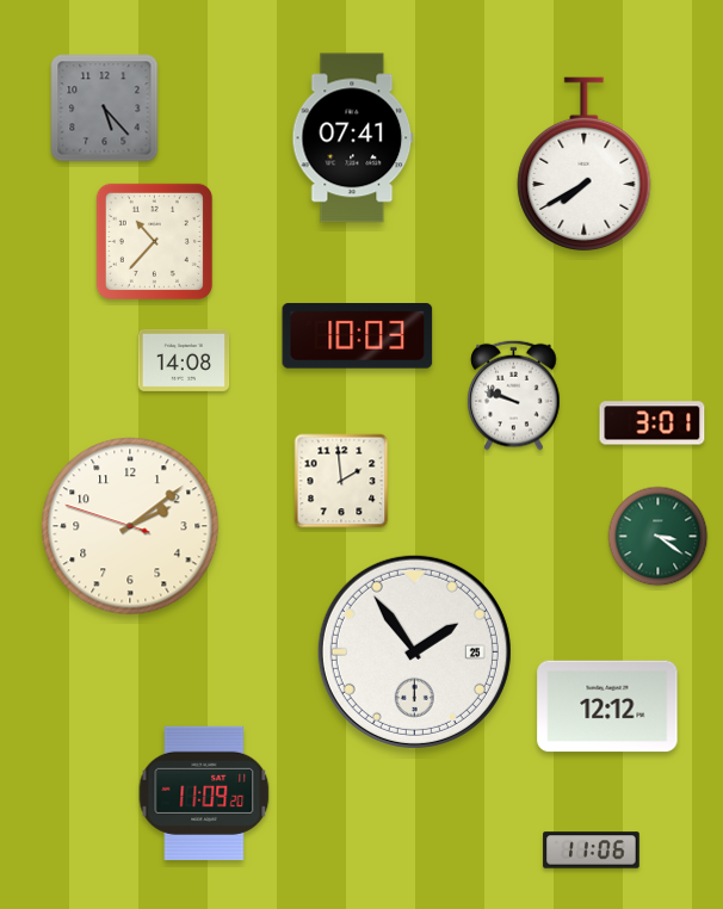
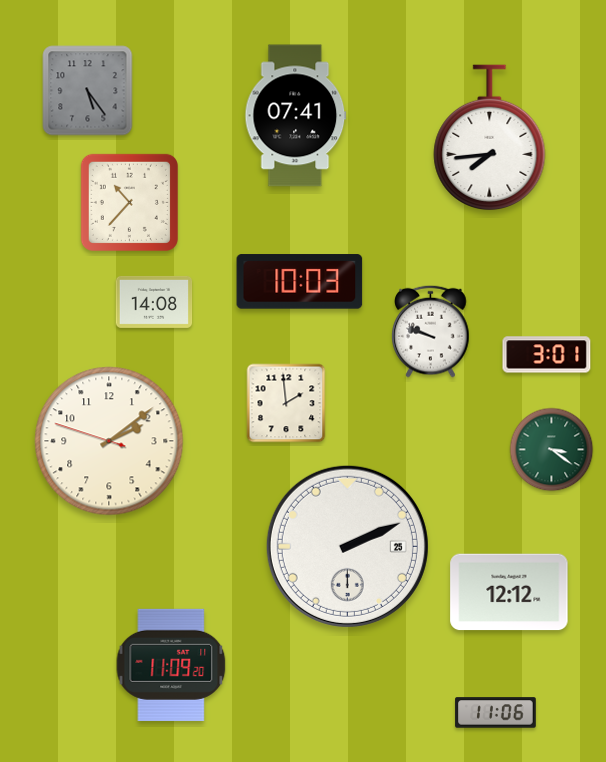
clock at (105, 109): 5:23 -> 5:24
clock at (585, 165): 7:40 -> 7:44
clock at (414, 651): 1:54 -> 2:11
